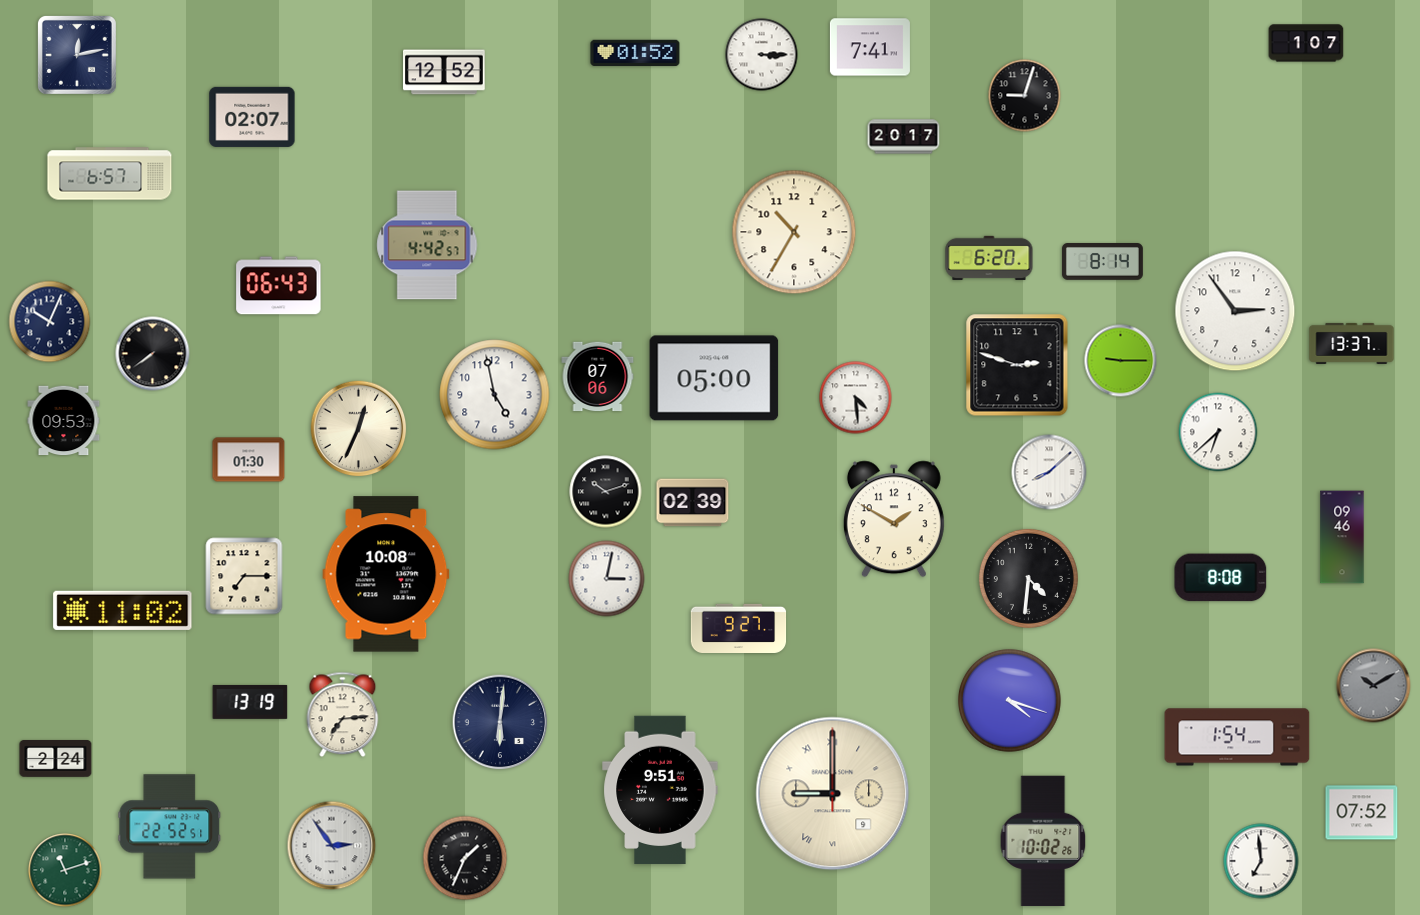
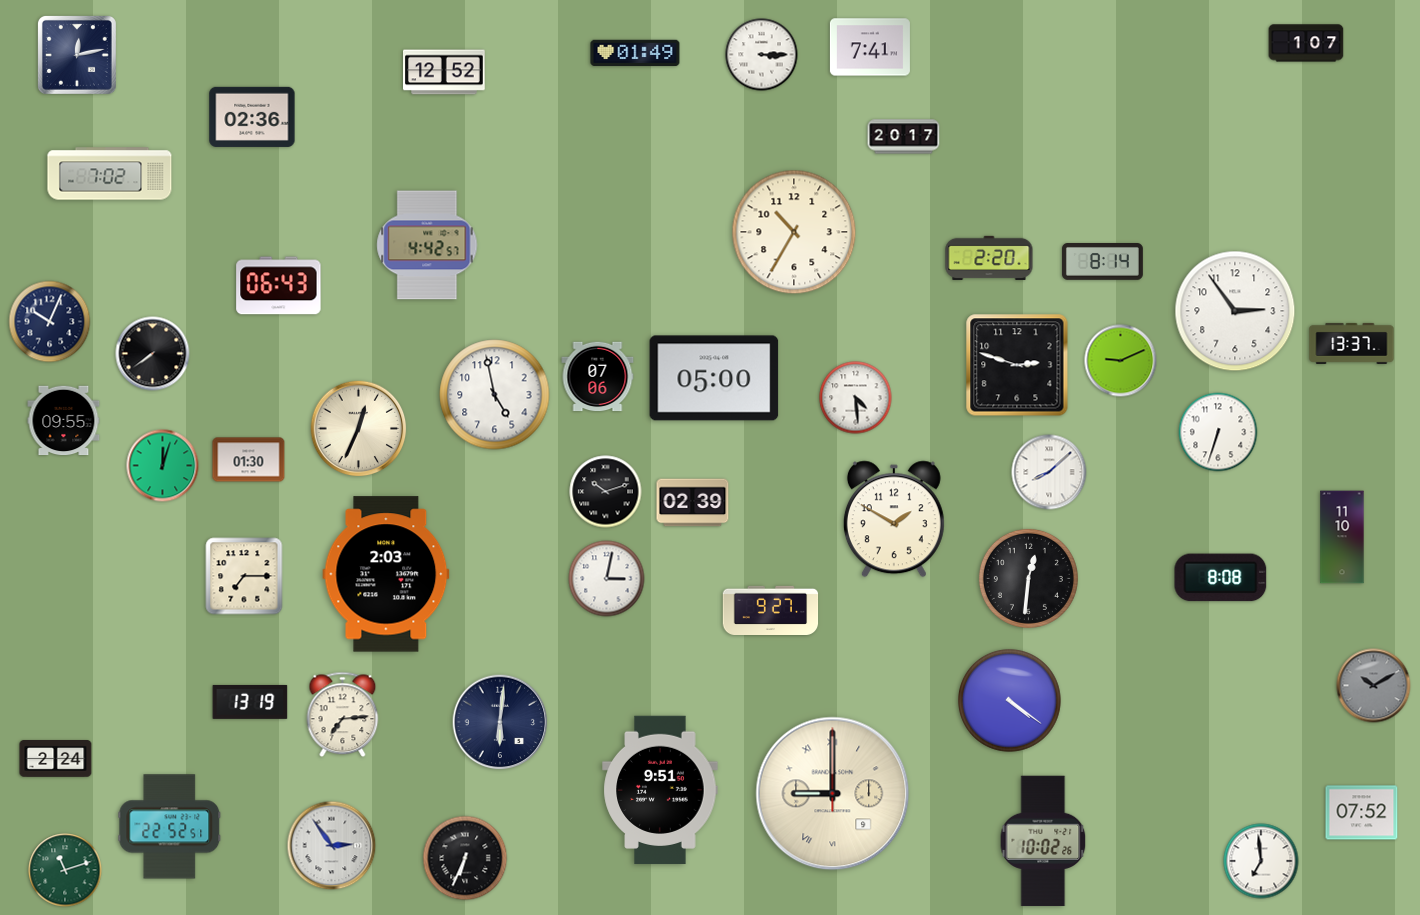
clock at (635, 53): 01:52 -> 01:49
clock at (1025, 96): 9:03 -> none
clock at (252, 117): 02:07 -> 02:36
clock at (110, 174): 6:57 -> 7:02
clock at (989, 258): 6:20 -> 2:20
clock at (1121, 361): 9:15 -> 9:11
clock at (64, 421): 09:53 -> 09:55
clock at (1218, 432): 6:38 -> 6:33
clock at (163, 466): none -> 12:03
clock at (1342, 537): 09:46 -> 11:10
clock at (386, 574): 10:08 -> 2:03
clock at (1028, 578): 4:31 -> 12:31
clock at (123, 610): 11:02 -> none
clock at (739, 628) position: (739, 628) -> (771, 610)
clock at (1009, 700): 4:18 -> 4:21
clock at (1237, 737): 1:54 -> none
clock at (465, 858): 1:34 -> 6:34
